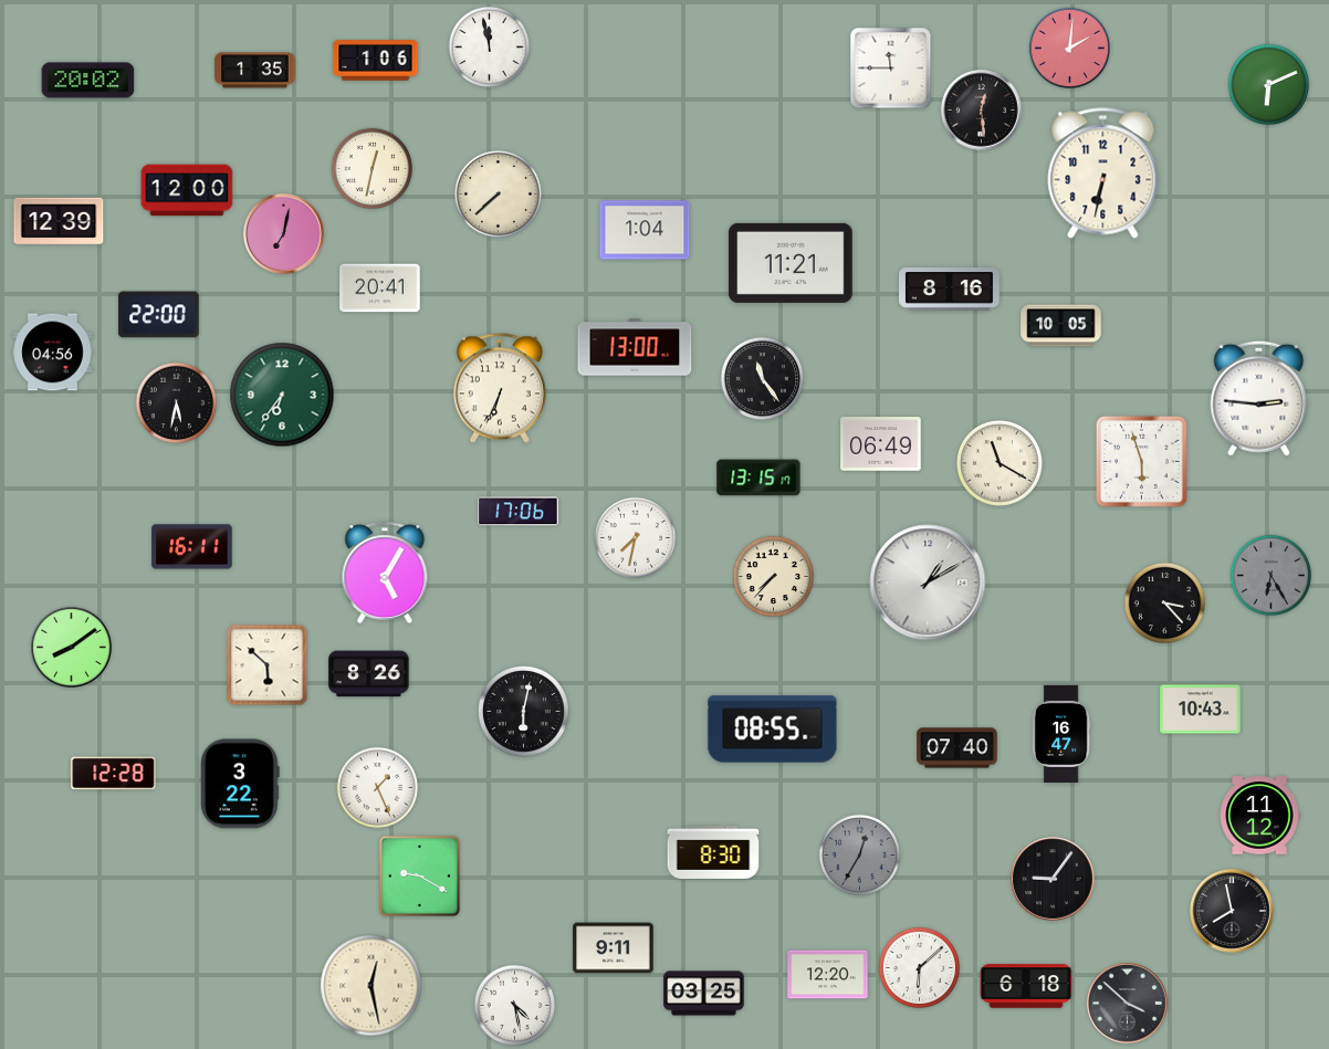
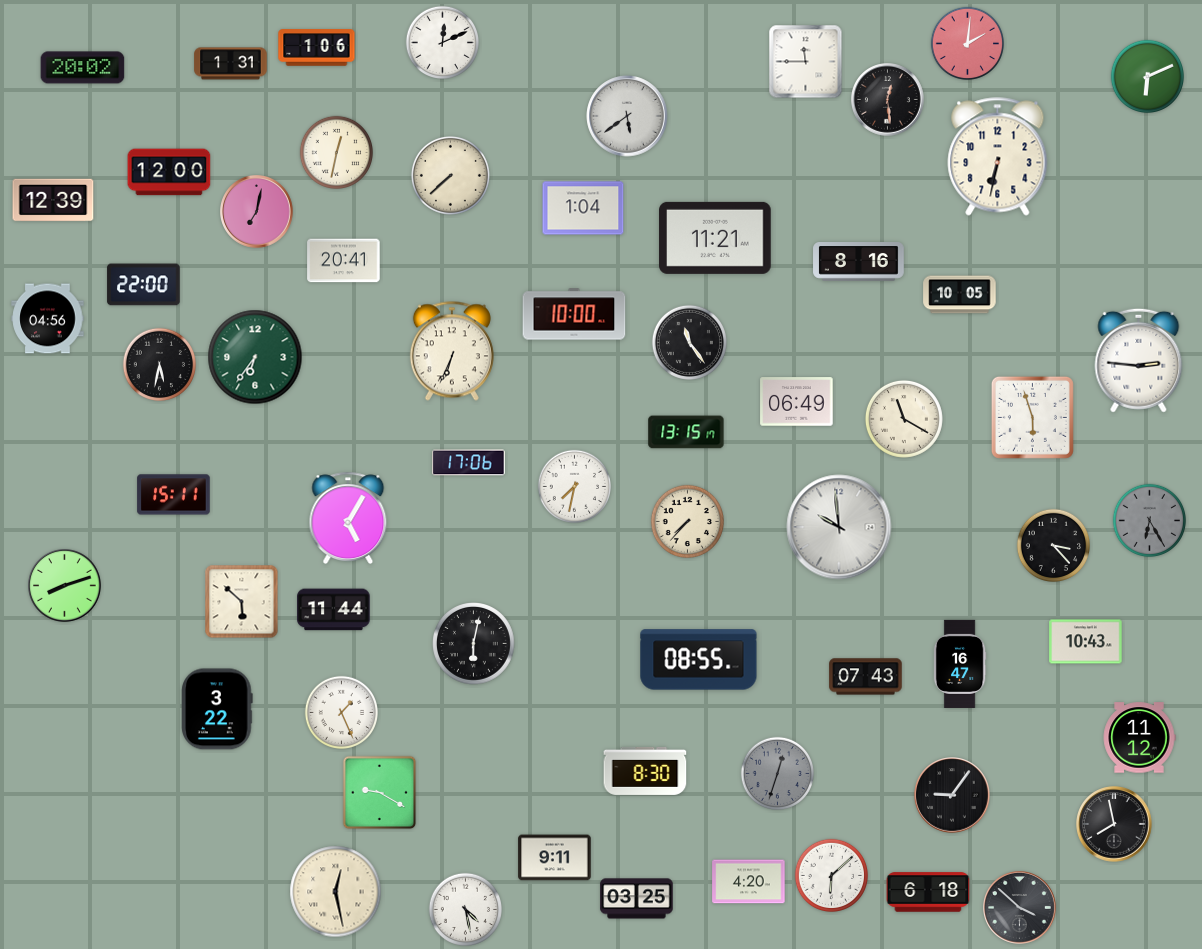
clock at (489, 46): 11:58 -> 12:11
clock at (376, 61) position: (376, 61) -> (317, 48)
clock at (255, 71): 1:35 -> 1:31
clock at (88, 81) position: (88, 81) -> (83, 68)
clock at (627, 116): none -> 5:39
clock at (635, 347): 13:00 -> 10:00
clock at (192, 547): 16:11 -> 15:11
clock at (773, 576) position: (773, 576) -> (687, 521)
clock at (928, 583): 1:10 -> 9:59
clock at (72, 648): 8:09 -> 8:12
clock at (369, 674): 8:26 -> 11:44
clock at (957, 748): 07:40 -> 07:43
clock at (114, 774): 12:28 -> none
clock at (859, 854): 12:35 -> 12:33
clock at (828, 975): 12:20 -> 4:20
